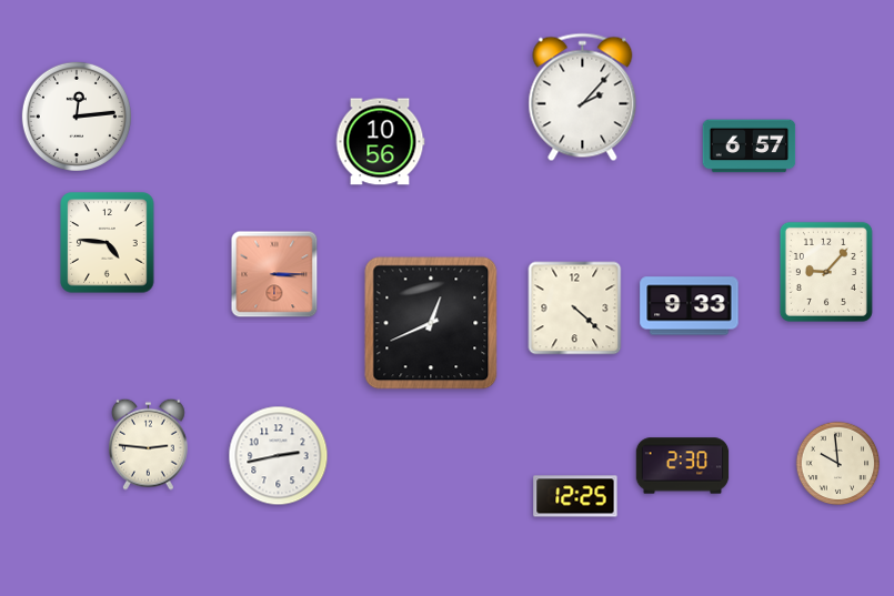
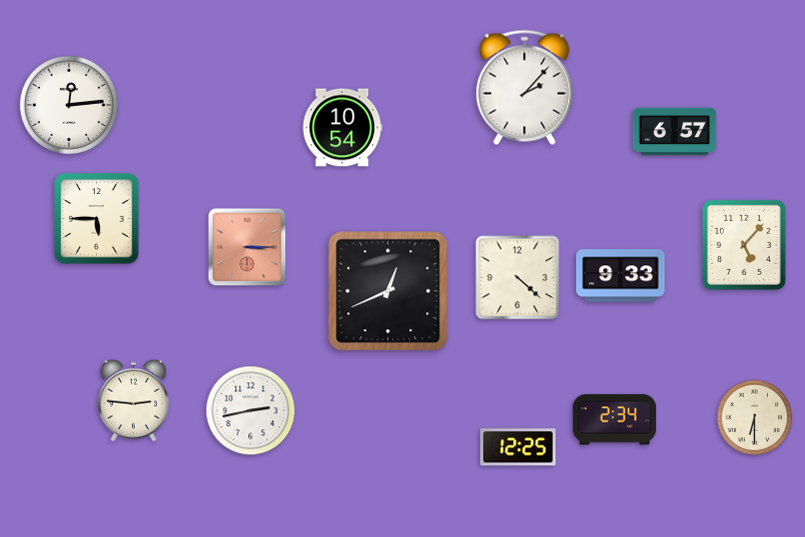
clock at (380, 142): 10:56 -> 10:54
clock at (108, 243): 4:46 -> 5:45
clock at (826, 272): 9:07 -> 5:07
clock at (838, 464): 9:59 -> 6:30
clock at (683, 466): 2:30 -> 2:34
